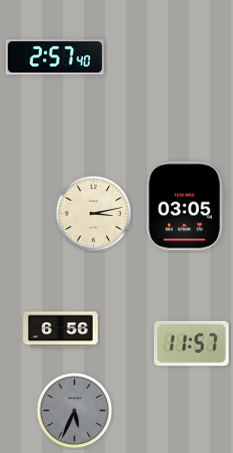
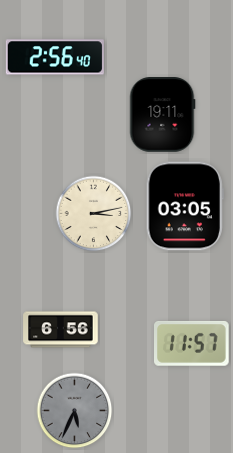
clock at (55, 57): 2:57 -> 2:56
clock at (162, 115): none -> 19:11
